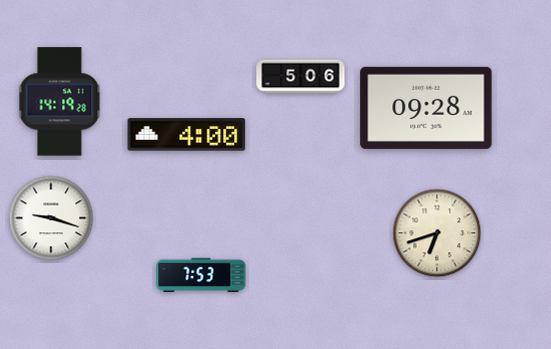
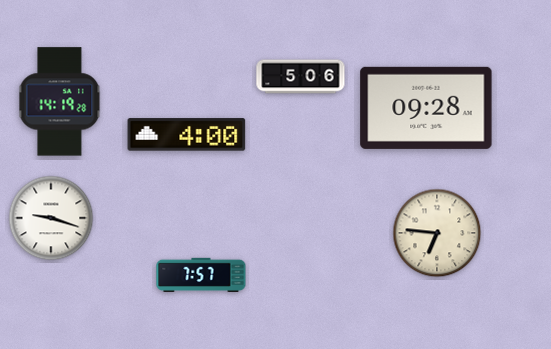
clock at (437, 233): 6:42 -> 6:46
clock at (201, 275): 7:53 -> 7:57
